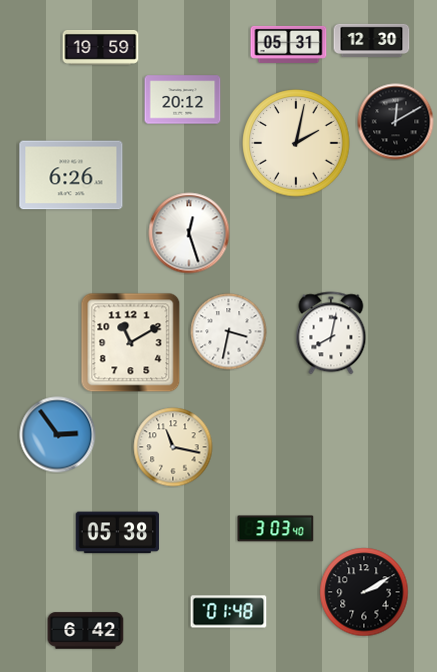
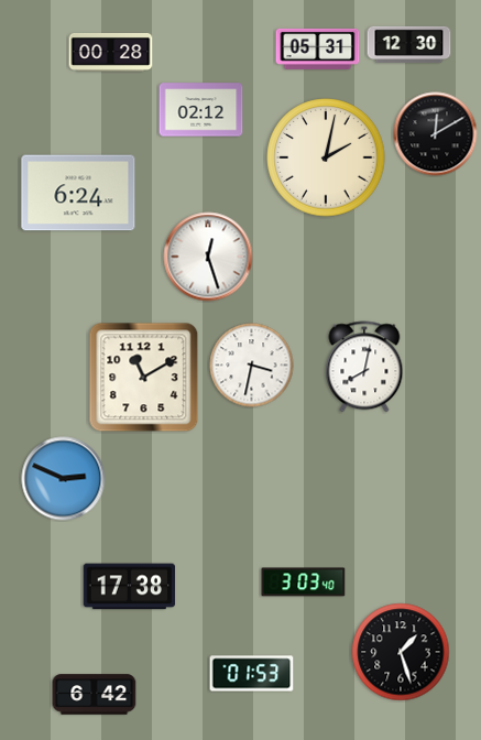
clock at (101, 47): 19:59 -> 00:28
clock at (183, 100): 20:12 -> 02:12
clock at (71, 175): 6:26 -> 6:24
clock at (58, 435): 2:54 -> 2:49
clock at (173, 447): 11:17 -> none
clock at (118, 533): 05:38 -> 17:38
clock at (364, 592): 2:10 -> 1:27
clock at (229, 612): 01:48 -> 01:53
